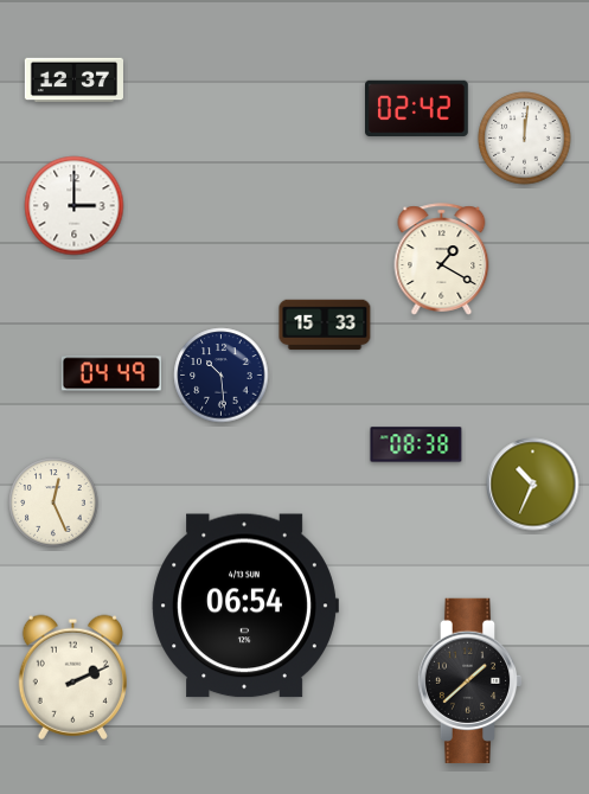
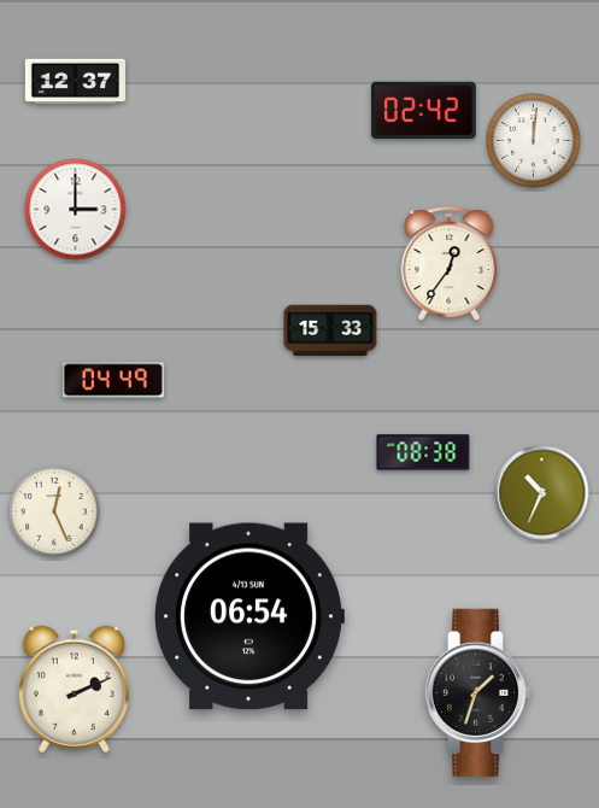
clock at (442, 260): 1:20 -> 12:36
clock at (222, 376): 10:29 -> none
clock at (470, 680): 1:38 -> 1:33
